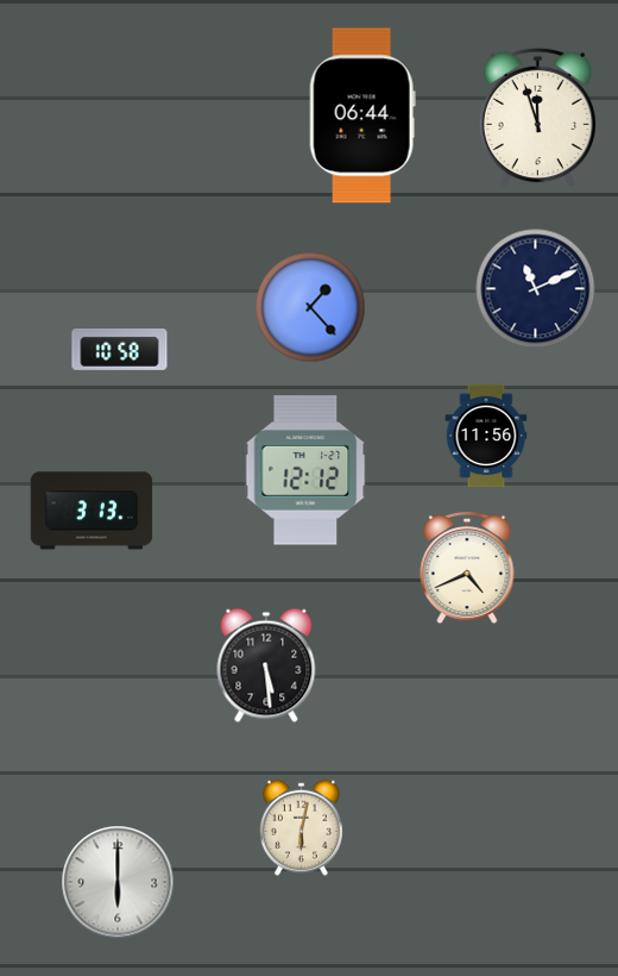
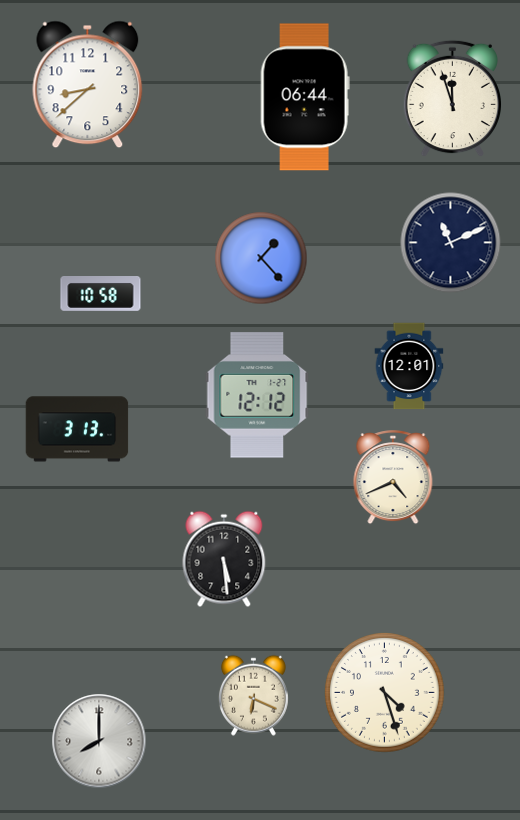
clock at (88, 85): none -> 8:38
clock at (486, 436): 11:56 -> 12:01
clock at (385, 693): none -> 4:27
clock at (301, 827): 6:02 -> 6:19
clock at (118, 882): 6:00 -> 8:00
